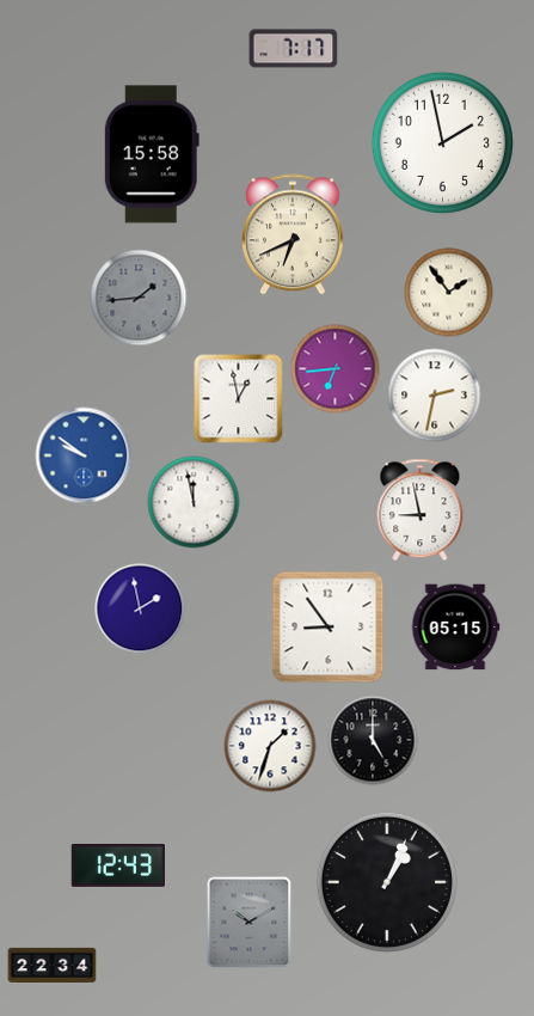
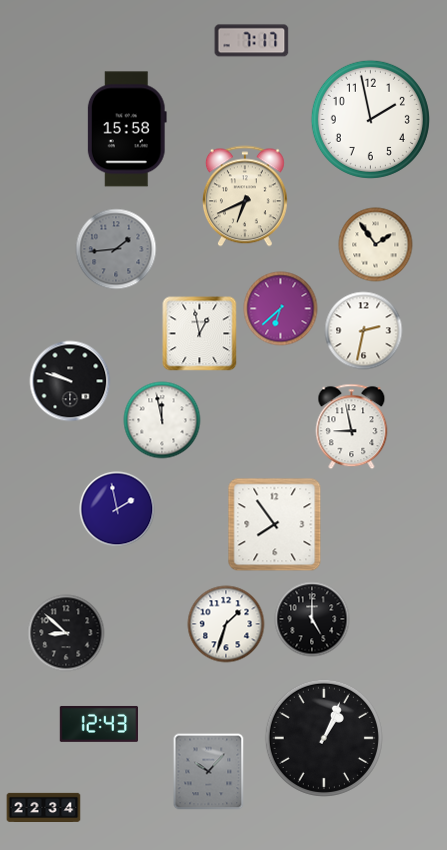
clock at (294, 49) position: (294, 49) -> (252, 41)
clock at (336, 369): 6:44 -> 6:38
clock at (84, 455): 9:51 -> 9:48
clock at (84, 455) dial: blue -> black
clock at (329, 628): 8:54 -> 7:54
clock at (456, 628): 05:15 -> none
clock at (66, 633): none -> 8:52
clock at (250, 923): 10:10 -> 10:07
